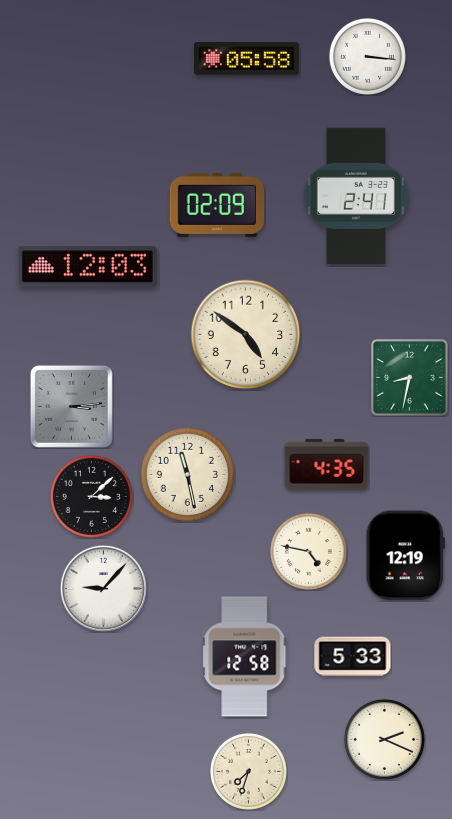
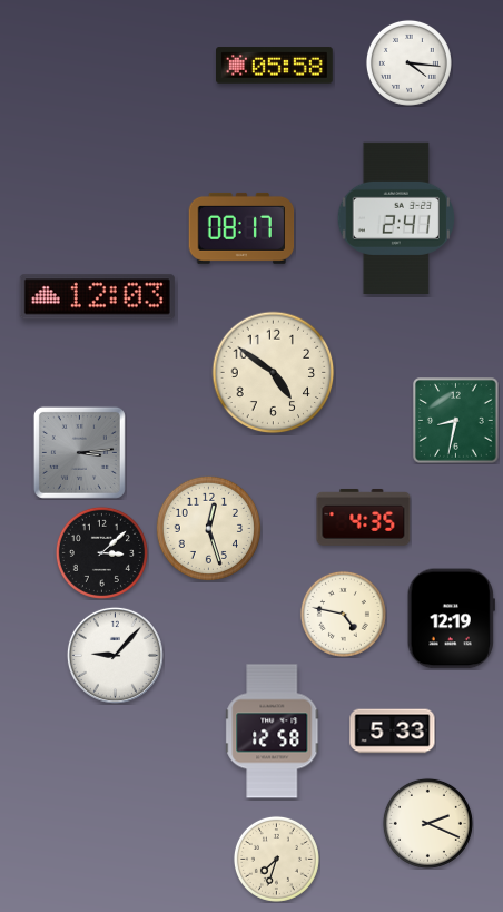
clock at (367, 56): 3:16 -> 4:16
clock at (217, 205): 02:09 -> 08:17
clock at (187, 474): 11:28 -> 12:27
